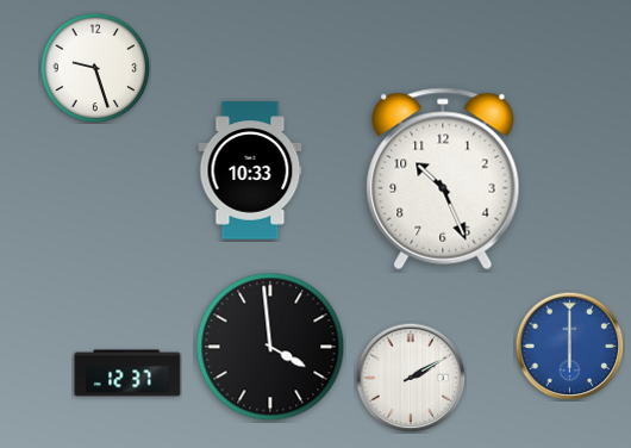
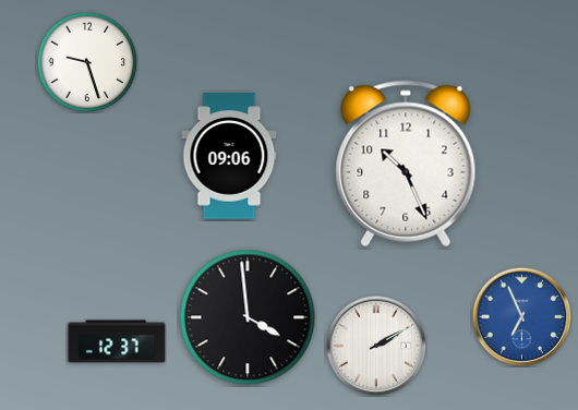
clock at (250, 170): 10:33 -> 09:06
clock at (569, 346): 6:00 -> 6:56
